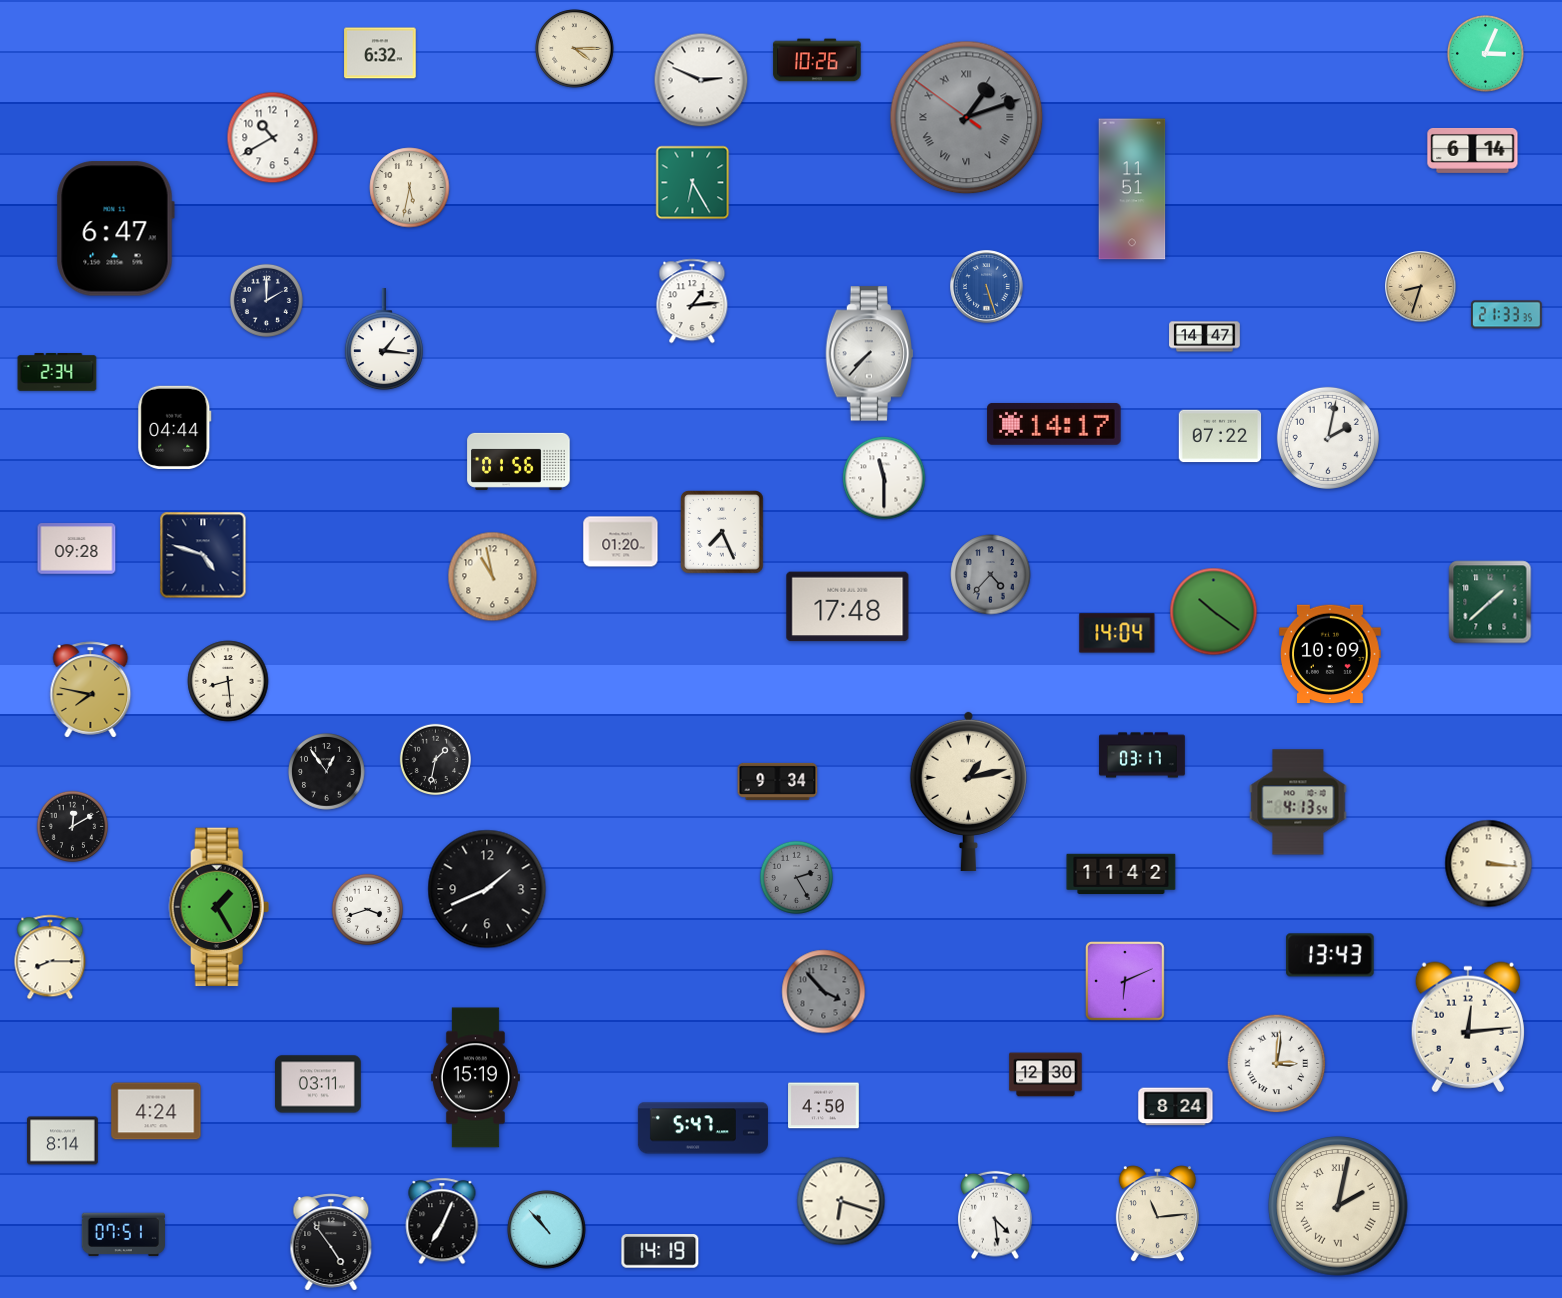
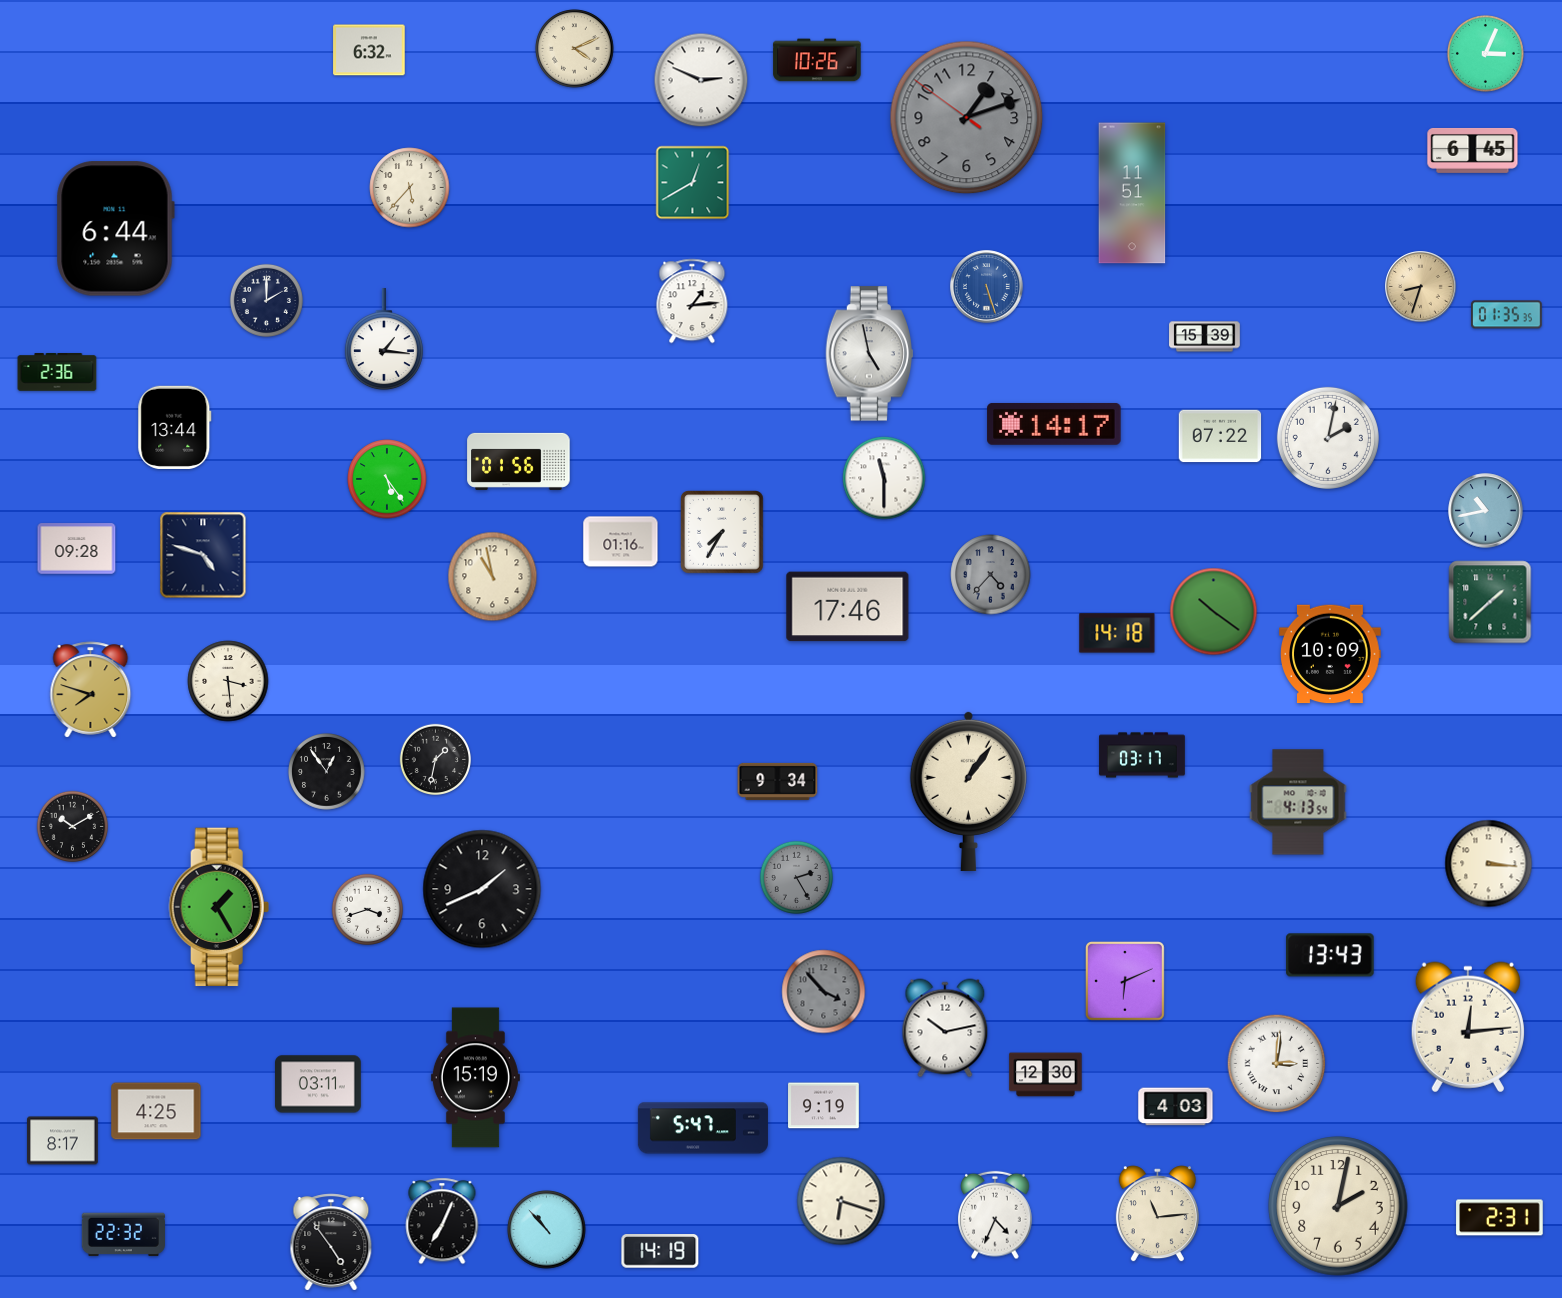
clock at (575, 49): 4:15 -> 4:11
clock at (380, 53) position: (380, 53) -> (369, 50)
clock at (967, 118) numerals: Roman -> Arabic
clock at (273, 138): 10:40 -> none
clock at (1473, 150): 6:14 -> 6:45
clock at (693, 183): 6:25 -> 12:40
clock at (410, 188): 5:32 -> 5:37
clock at (1132, 189) position: (1132, 189) -> (1132, 193)
clock at (115, 229): 6:47 -> 6:44
clock at (1507, 315): 21:33 -> 01:35
clock at (1205, 337): 14:47 -> 15:39
clock at (869, 354): 7:37 -> 4:58
clock at (57, 372): 2:34 -> 2:36
clock at (175, 427): 04:44 -> 13:44
clock at (387, 479): none -> 5:24
clock at (1486, 511): none -> 10:43
clock at (723, 533): 7:26 -> 7:35
clock at (621, 542): 01:20 -> 01:16
clock at (848, 607): 17:48 -> 17:46
clock at (1117, 633): 14:04 -> 14:18
clock at (228, 681): 8:29 -> 3:29
clock at (91, 690): 7:47 -> 7:48
clock at (968, 791): 1:13 -> 1:06
clock at (72, 826): 12:10 -> 10:10
clock at (1121, 874): 11:42 -> none
clock at (487, 889) position: (487, 889) -> (482, 889)
clock at (50, 957): 8:15 -> none
clock at (945, 1028): none -> 10:13
clock at (824, 1106): 4:50 -> 9:19
clock at (1176, 1107): 8:24 -> 4:03
clock at (156, 1111): 4:24 -> 4:25
clock at (63, 1141): 8:14 -> 8:17
clock at (1338, 1206) numerals: Roman -> Arabic
clock at (995, 1215): 4:29 -> 4:34
clock at (1500, 1218): none -> 2:31
clock at (123, 1235): 07:51 -> 22:32
